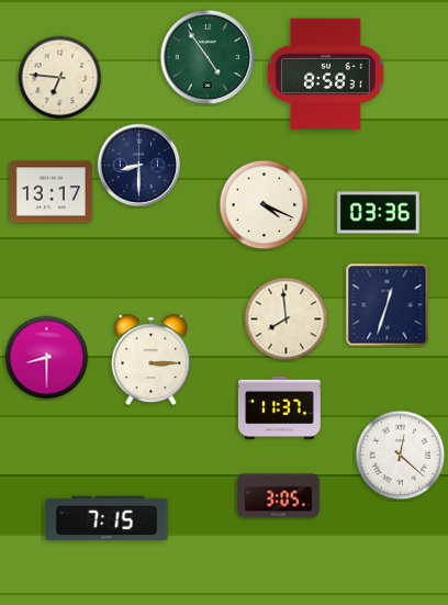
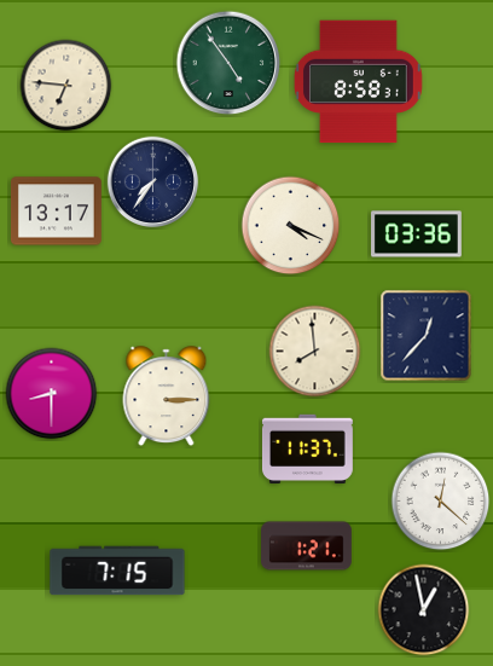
clock at (139, 166): 8:30 -> 7:36
clock at (388, 305): 12:33 -> 12:37
clock at (279, 496): 3:05 -> 1:21
clock at (424, 610): none -> 12:58
